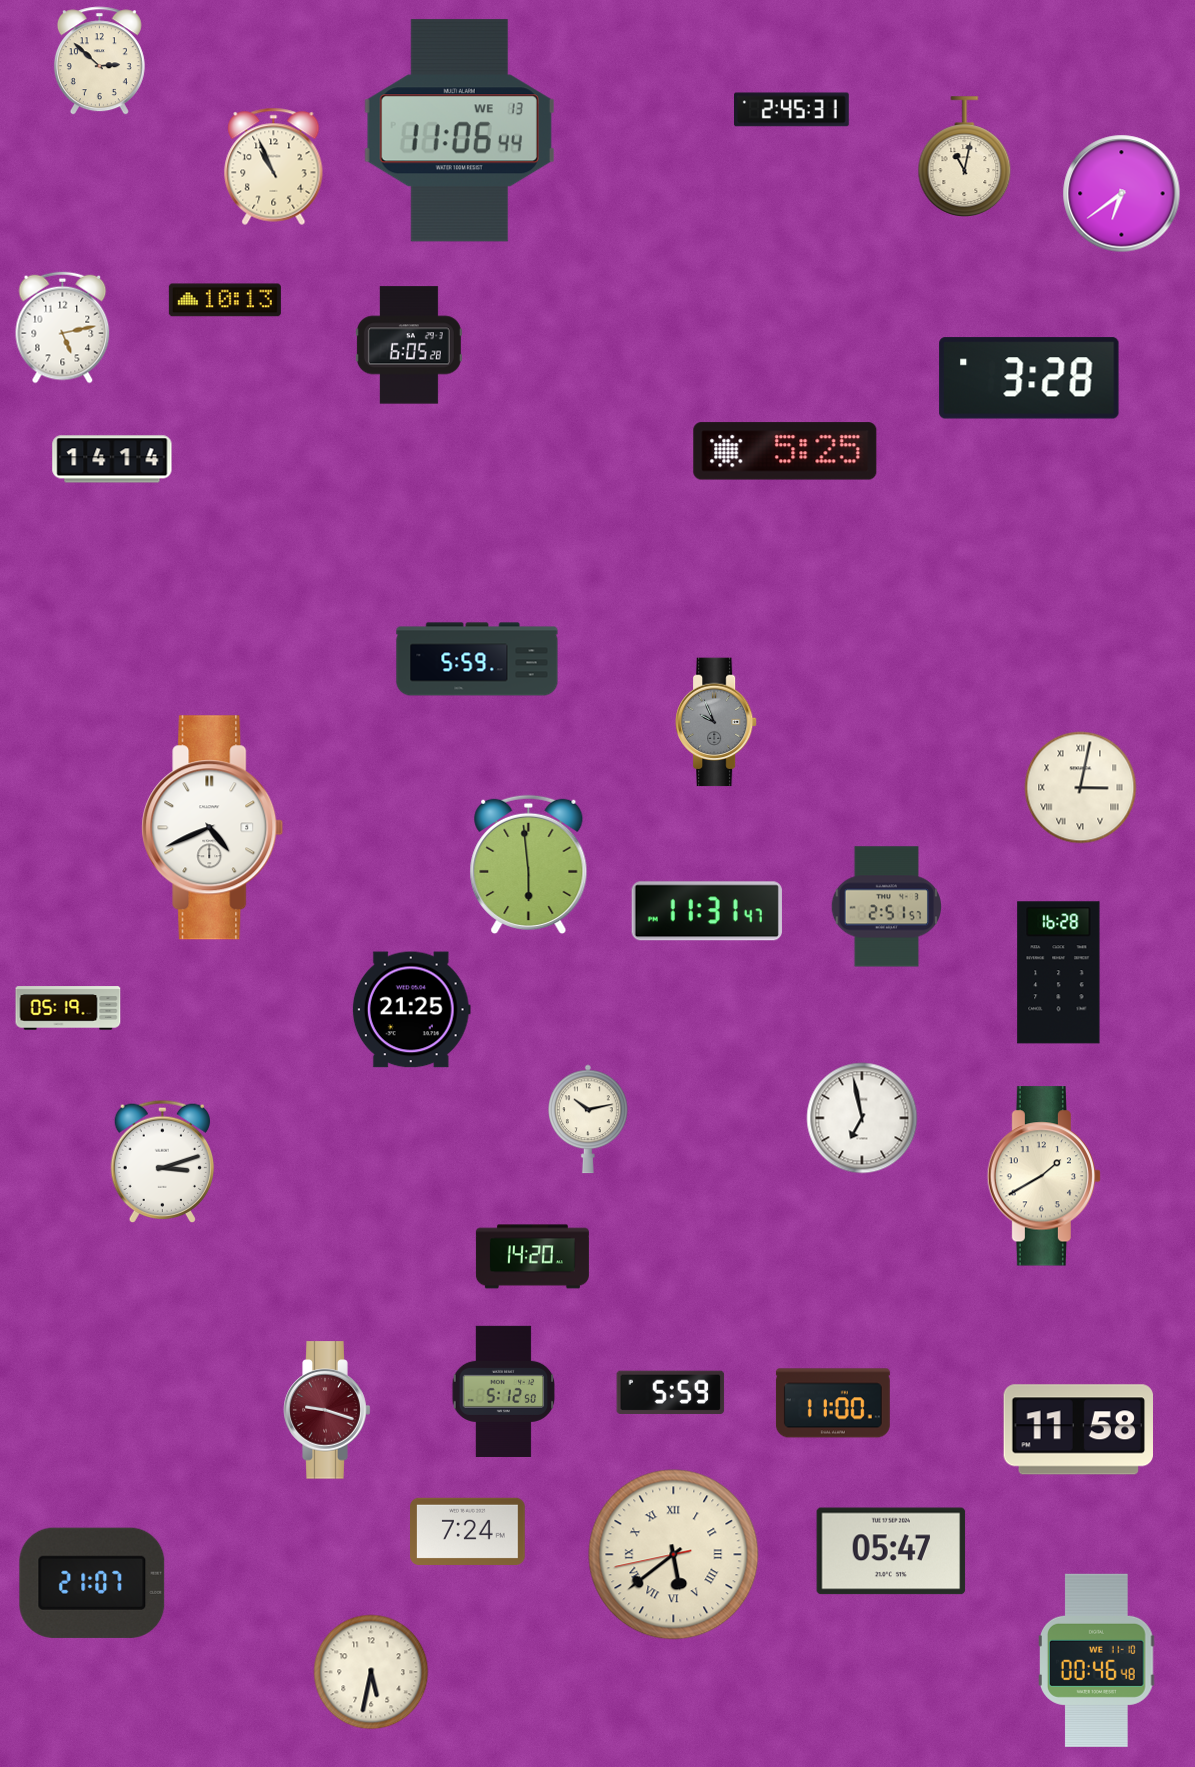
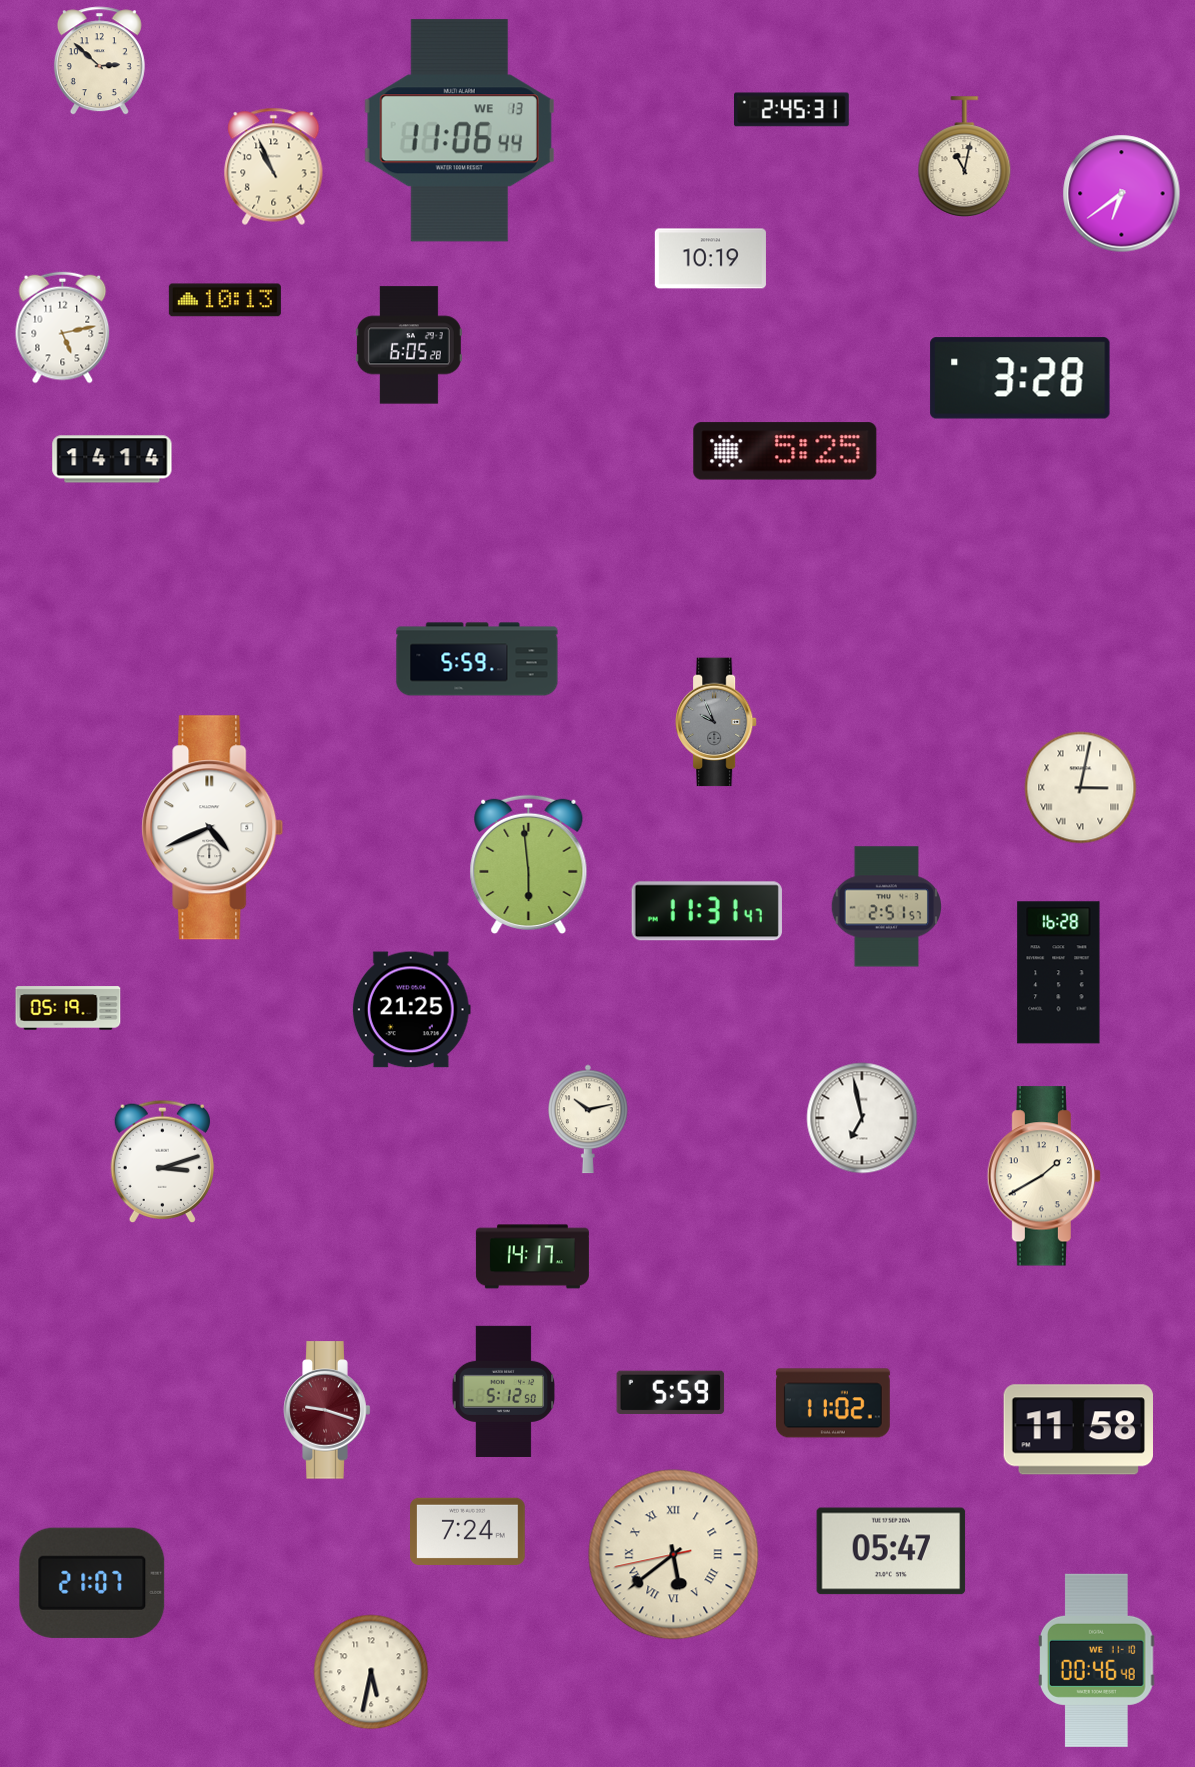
clock at (710, 259): none -> 10:19
clock at (1029, 378) position: (1029, 378) -> (1020, 378)
clock at (532, 1257): 14:20 -> 14:17
clock at (833, 1403): 11:00 -> 11:02
